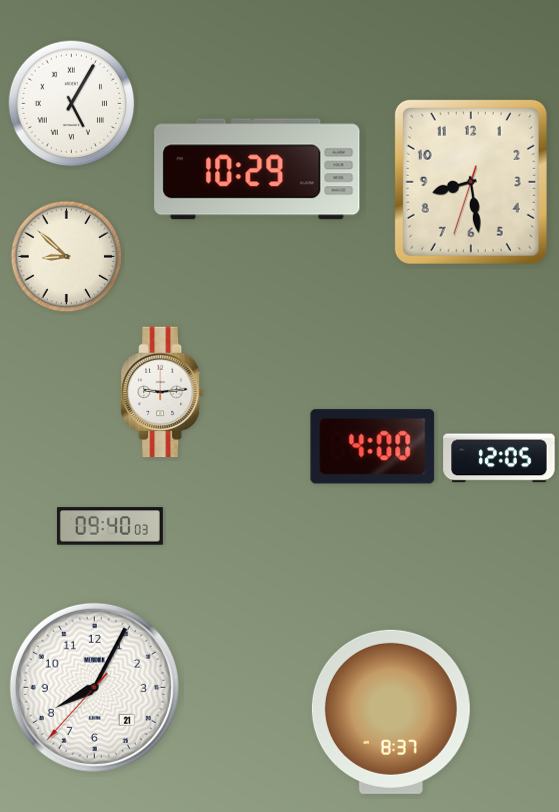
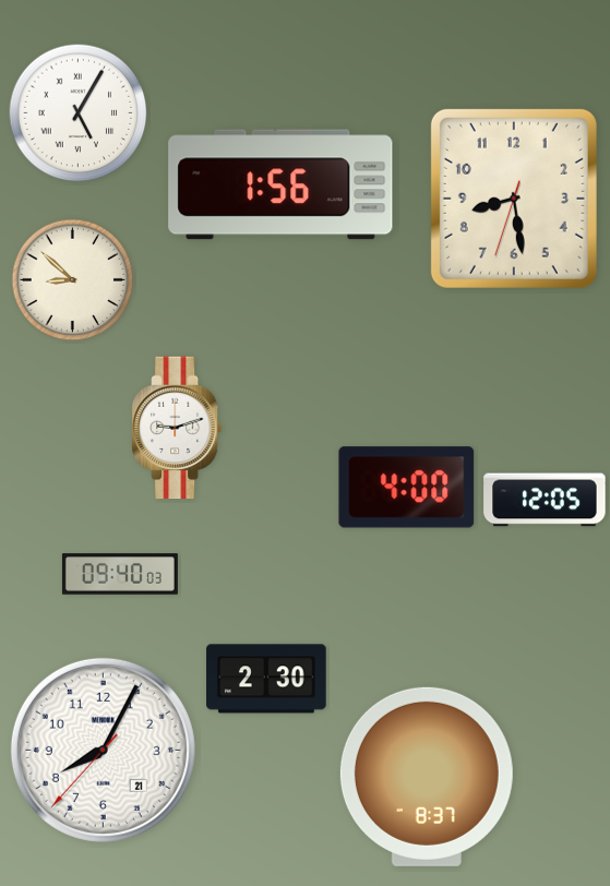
clock at (257, 169): 10:29 -> 1:56
clock at (163, 392): 9:14 -> 9:12
clock at (266, 679): none -> 2:30
